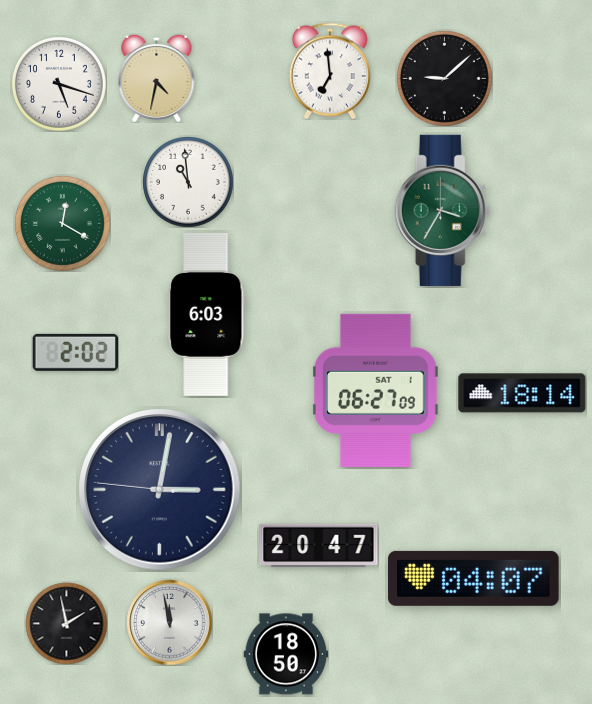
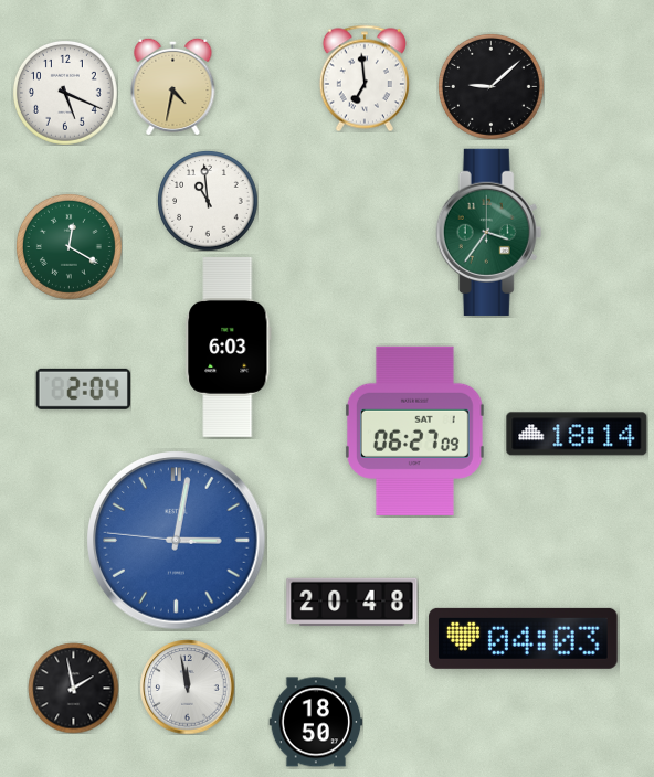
clock at (59, 84): 5:18 -> 5:19
clock at (443, 210): 3:35 -> 3:36
clock at (75, 352): 2:02 -> 2:04
clock at (160, 490) dial: navy -> blue
clock at (319, 546): 20:47 -> 20:48
clock at (474, 578): 04:07 -> 04:03
